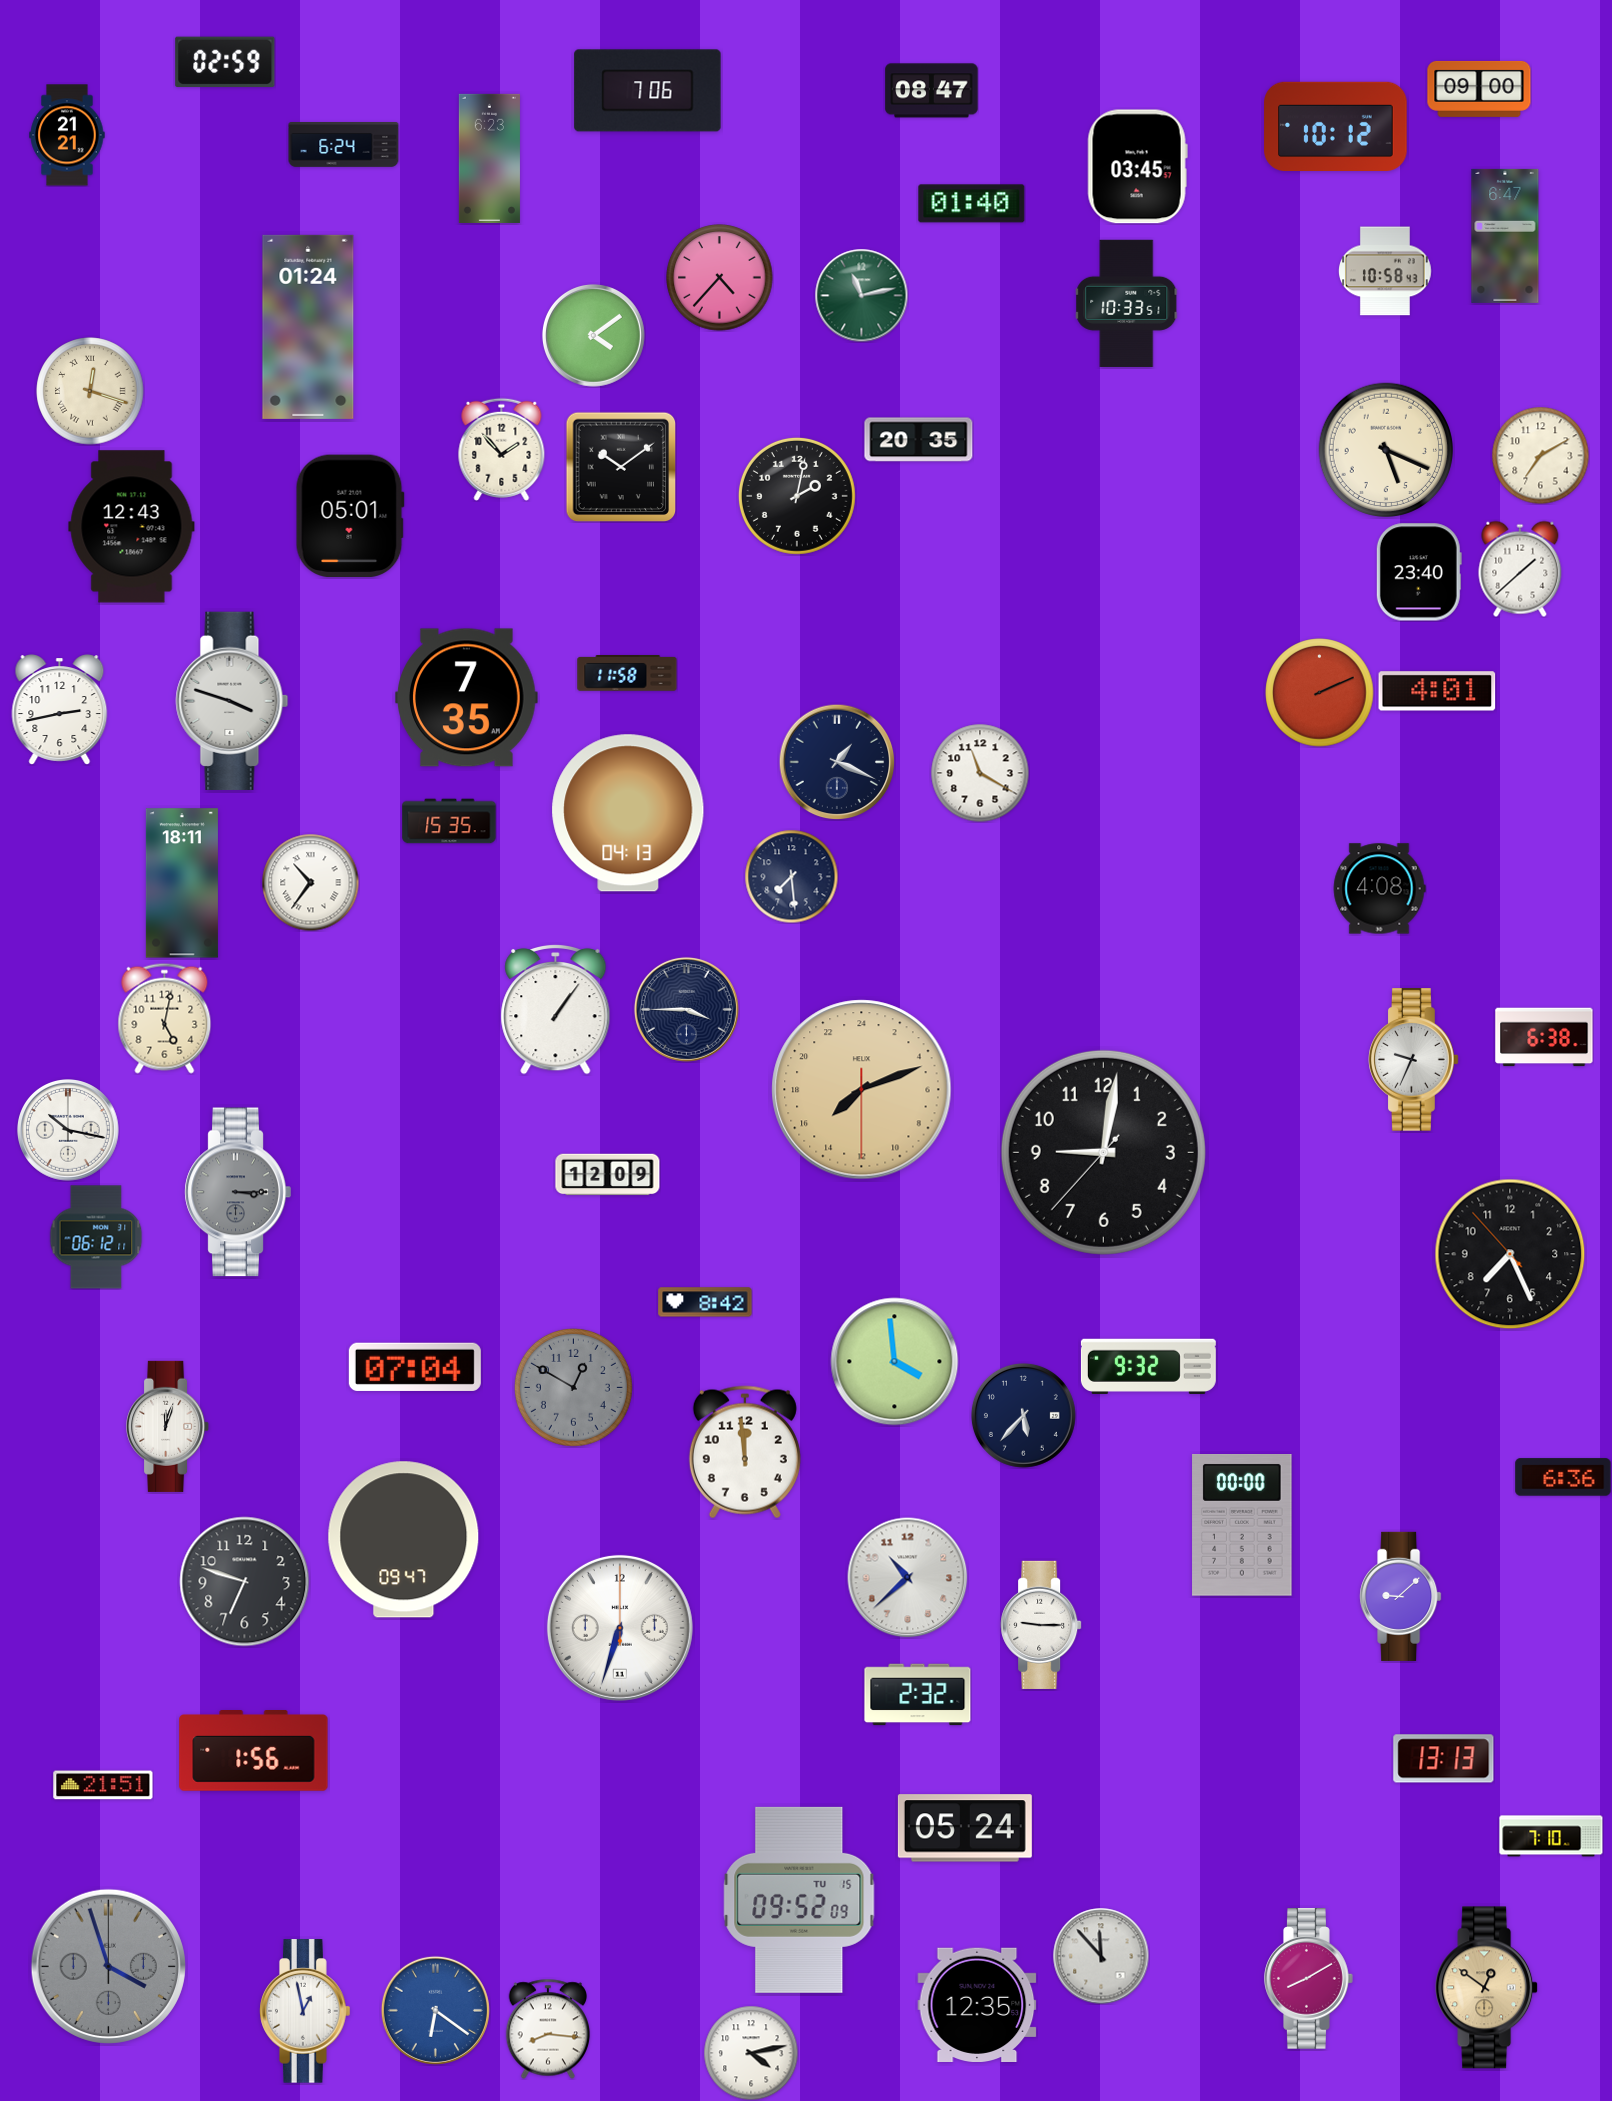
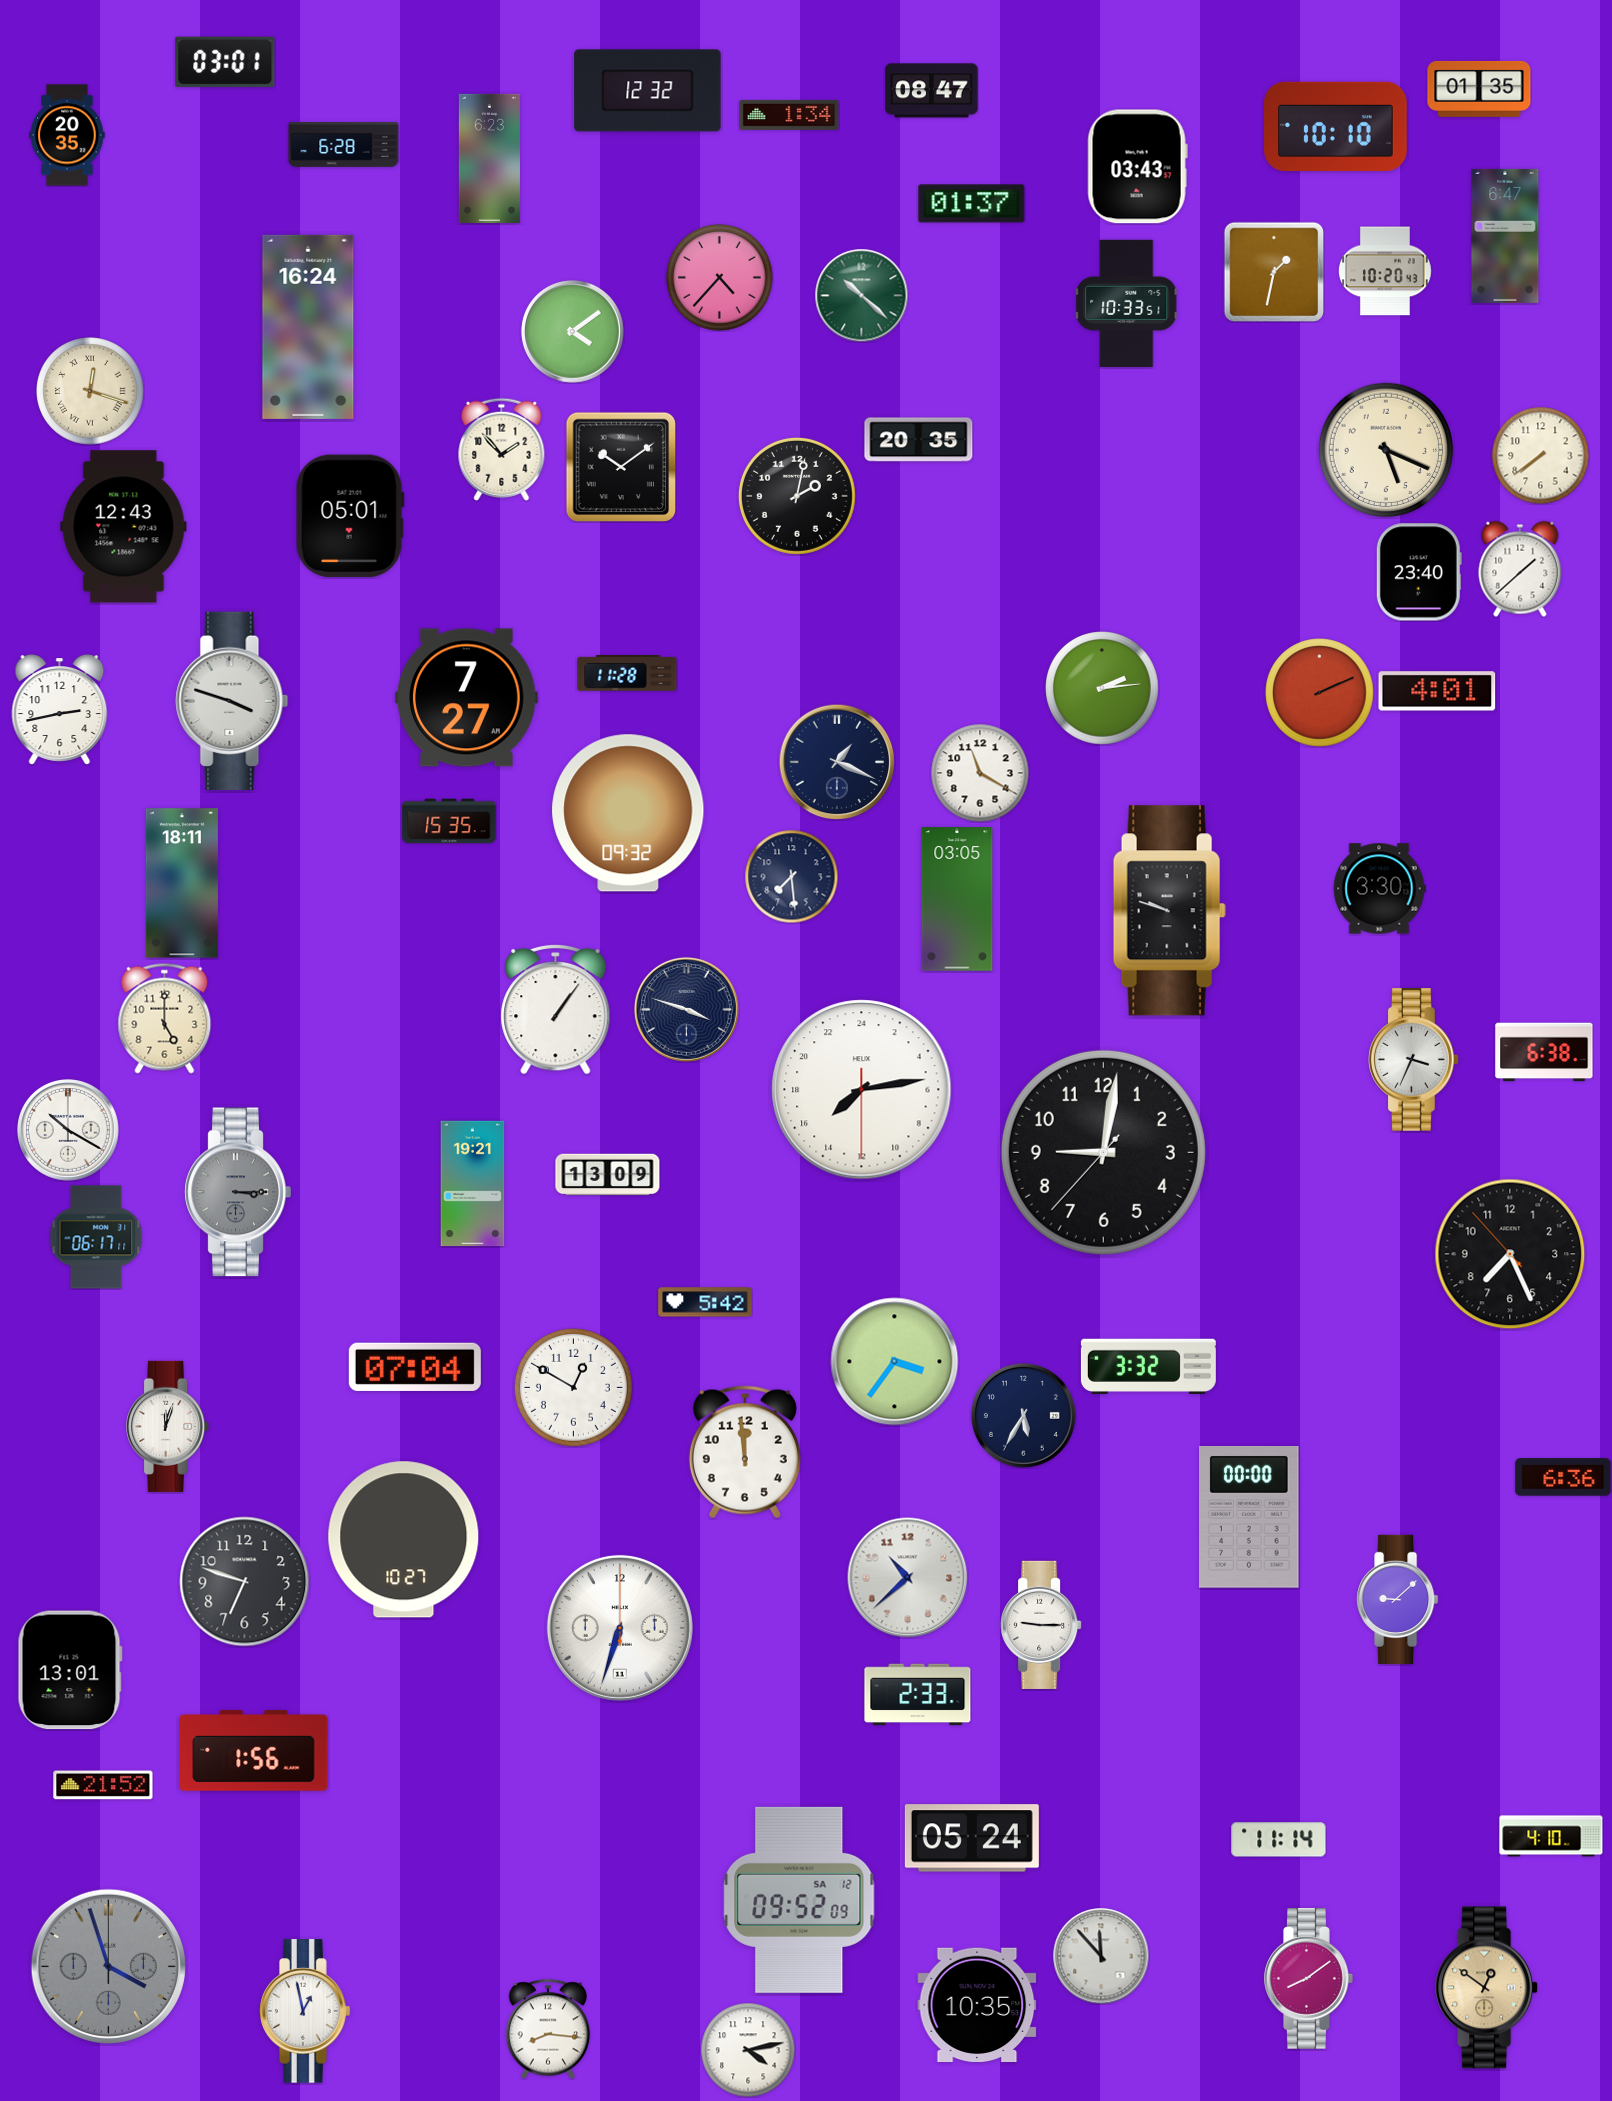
clock at (225, 61): 02:59 -> 03:01
clock at (1479, 89): 09:00 -> 01:35
clock at (648, 91): 7:06 -> 12:32
clock at (789, 115): none -> 1:34
clock at (1336, 126): 10:12 -> 10:10
clock at (67, 135): 21:21 -> 20:35
clock at (344, 145): 6:24 -> 6:28
clock at (1137, 167): 03:45 -> 03:43
clock at (972, 204): 01:40 -> 01:37
clock at (1386, 271): 10:58 -> 10:20
clock at (1274, 272): none -> 1:32
clock at (861, 295): 11:13 -> 10:22
clock at (308, 327): 01:24 -> 16:24
clock at (593, 335) position: (593, 335) -> (572, 331)
clock at (1540, 455): 7:10 -> 7:39
clock at (132, 527) position: (132, 527) -> (124, 527)
clock at (627, 674): 11:58 -> 11:28
clock at (1103, 689): none -> 2:14
clock at (467, 698): 7:35 -> 7:27
clock at (628, 813): 04:13 -> 09:32
clock at (310, 882): 10:36 -> none
clock at (1379, 889): 4:08 -> 3:30
clock at (957, 899): none -> 03:05
clock at (1169, 911): none -> 9:48
clock at (686, 1009): 3:45 -> 3:48
clock at (165, 1018): 5:02 -> 5:00
clock at (1544, 1037) position: (1544, 1037) -> (1544, 1052)
clock at (1414, 1060): 9:34 -> 3:34
clock at (862, 1090): 15:11 -> 15:13
clock at (862, 1090) dial: champagne -> white
clock at (69, 1131): 10:17 -> 10:20
clock at (608, 1175): 12:09 -> 13:09
clock at (473, 1184): none -> 19:21
clock at (96, 1237): 06:12 -> 06:17
clock at (705, 1302): 8:42 -> 5:42
clock at (895, 1362): 3:59 -> 3:36
clock at (1148, 1366): 9:32 -> 3:32
clock at (573, 1387) dial: grey -> white
clock at (1023, 1415): 5:37 -> 5:35
clock at (1242, 1526) position: (1242, 1526) -> (1249, 1518)
clock at (404, 1540): 09:47 -> 10:27
clock at (1401, 1596) position: (1401, 1596) -> (1398, 1599)
clock at (70, 1670): none -> 13:01
clock at (918, 1695): 2:32 -> 2:33
clock at (1444, 1759): 13:13 -> none
clock at (103, 1785): 21:51 -> 21:52
clock at (965, 1828) position: (965, 1828) -> (972, 1838)
clock at (1551, 1836): 7:10 -> 4:10
clock at (1279, 1840): none -> 11:14
clock at (799, 1900) date: TU 15 -> SA 12
clock at (1309, 1979): 8:10 -> 8:09
clock at (977, 2004): 12:35 -> 10:35
clock at (435, 2010): 6:21 -> none
clock at (751, 2053) position: (751, 2053) -> (748, 2050)
